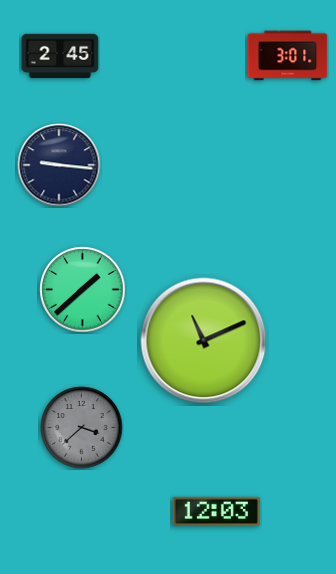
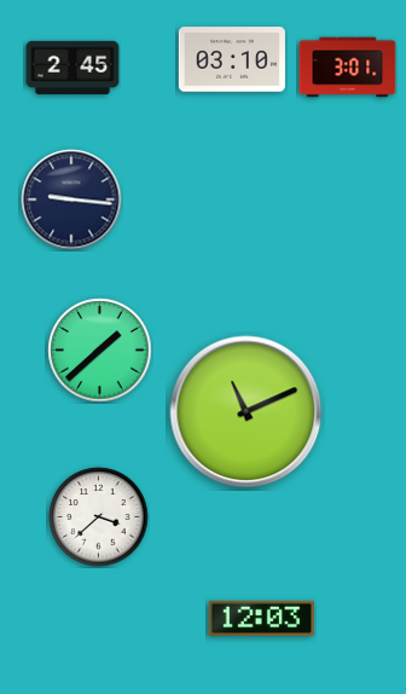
clock at (232, 59): none -> 03:10
clock at (82, 428) dial: grey -> white
